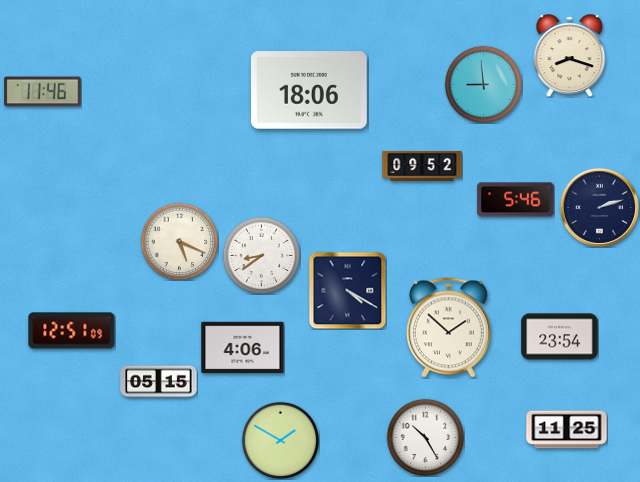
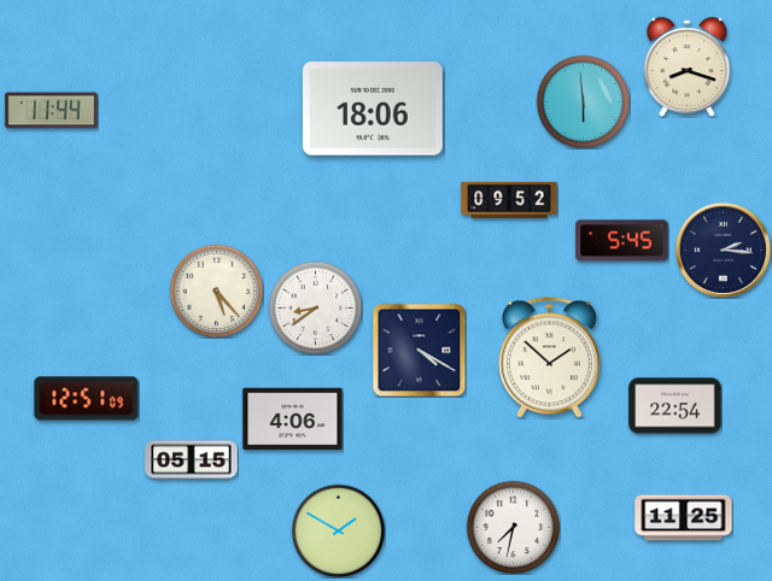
clock at (483, 84): 8:59 -> 5:59
clock at (43, 92): 11:46 -> 11:44
clock at (516, 200): 5:46 -> 5:45
clock at (599, 207): 2:12 -> 2:16
clock at (179, 241): 5:19 -> 5:23
clock at (448, 328) position: (448, 328) -> (549, 358)
clock at (560, 337): 23:54 -> 22:54
clock at (425, 437): 10:25 -> 7:32
